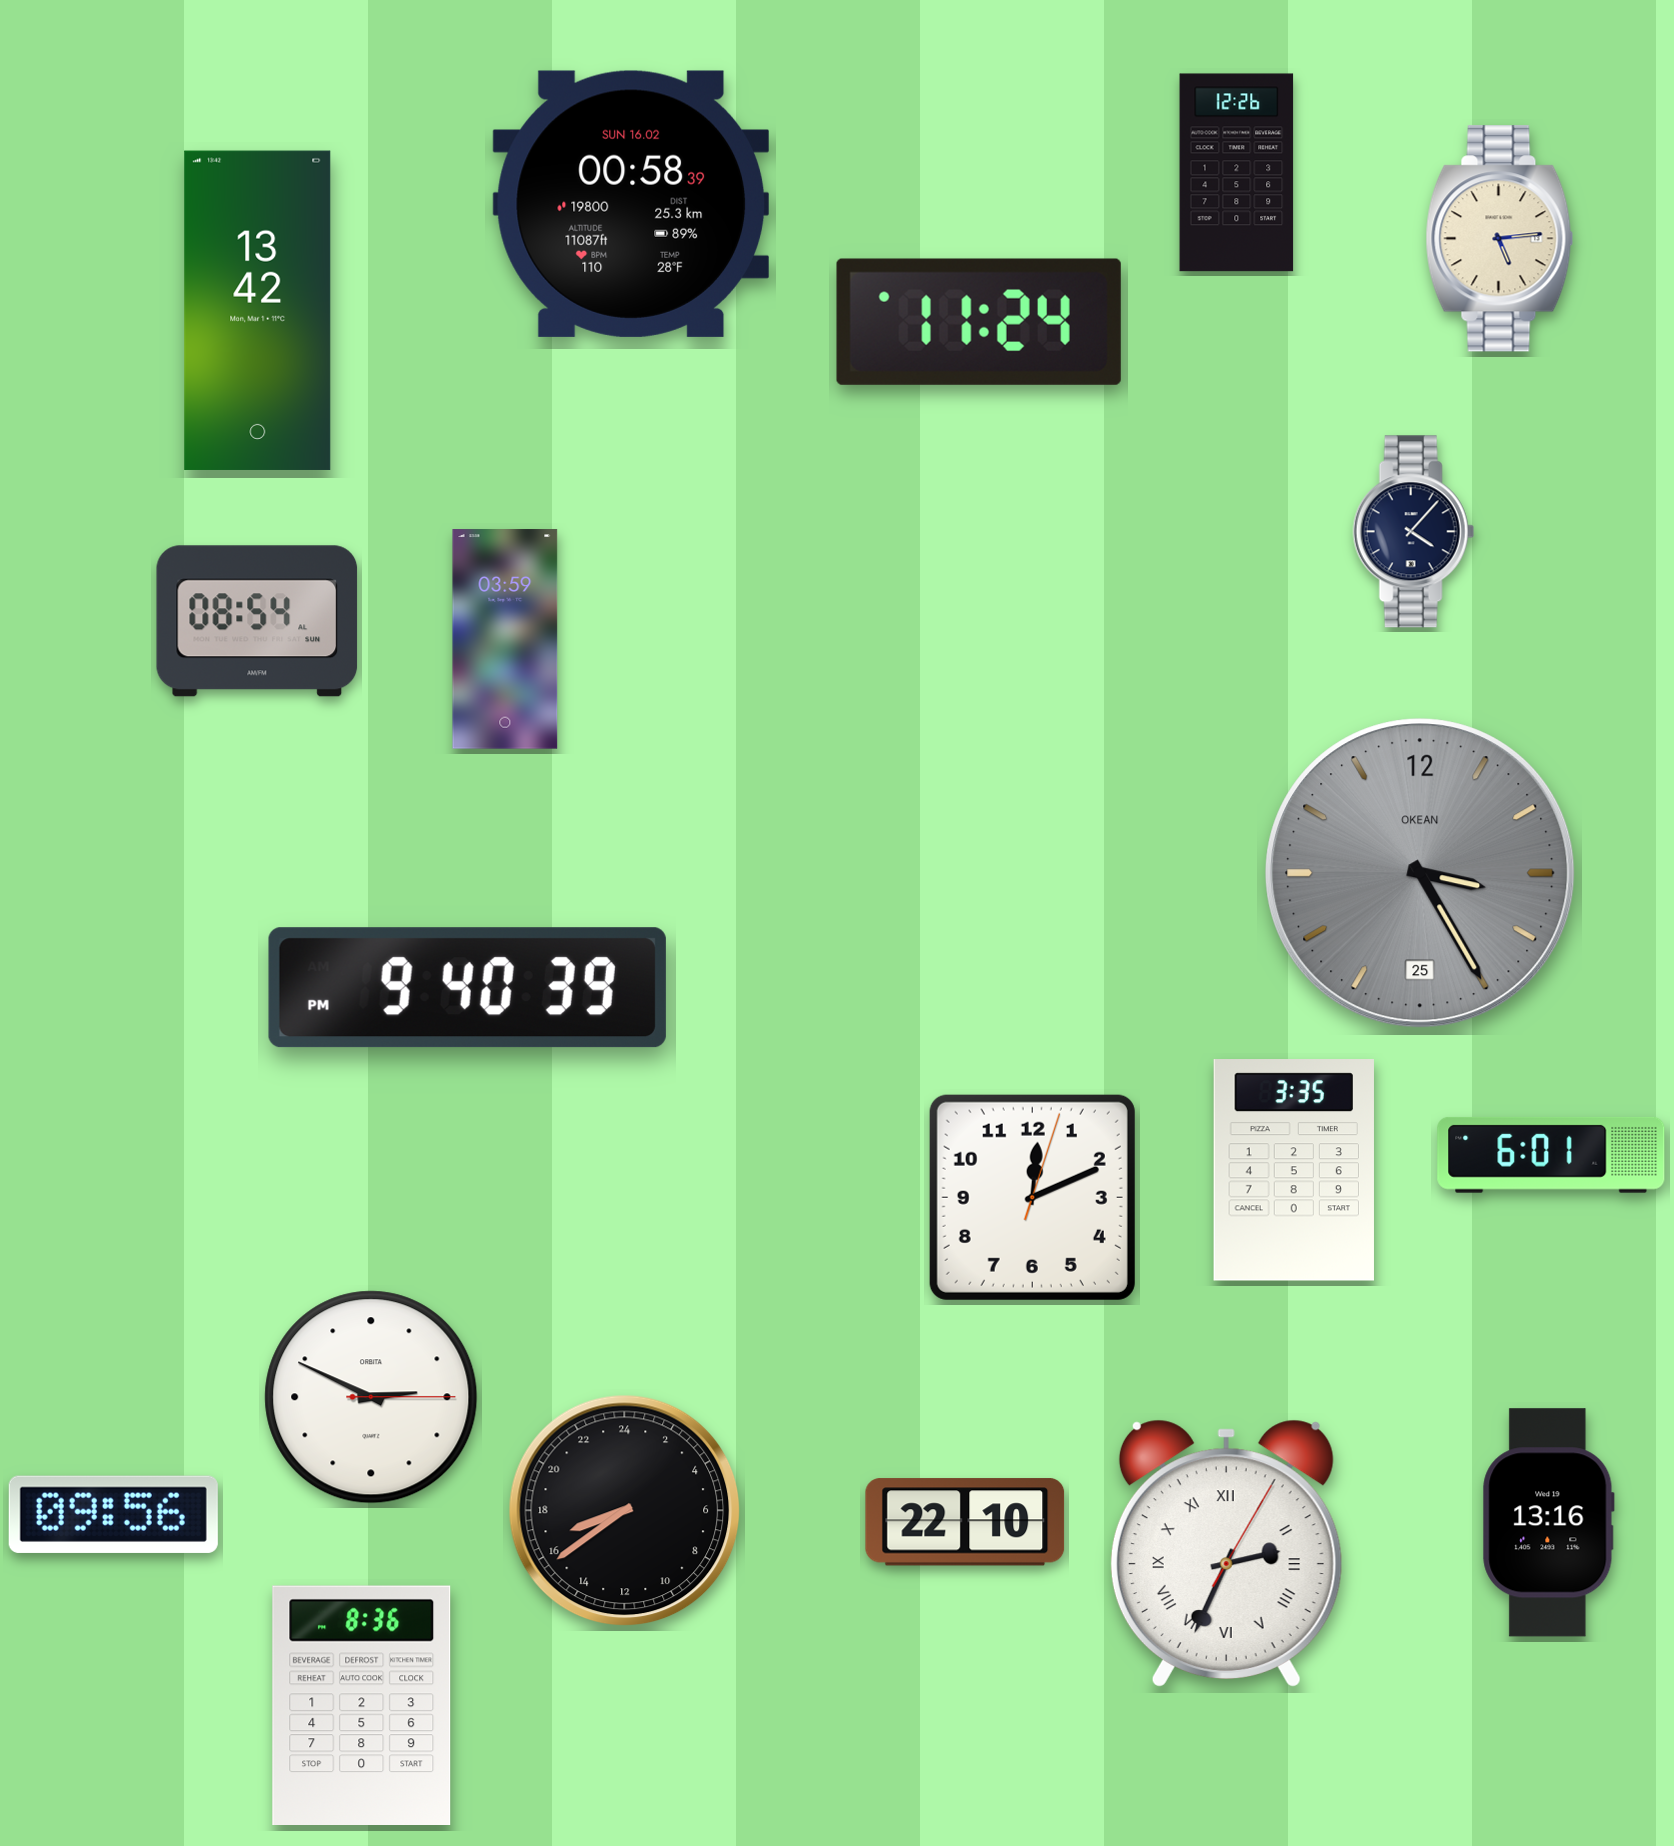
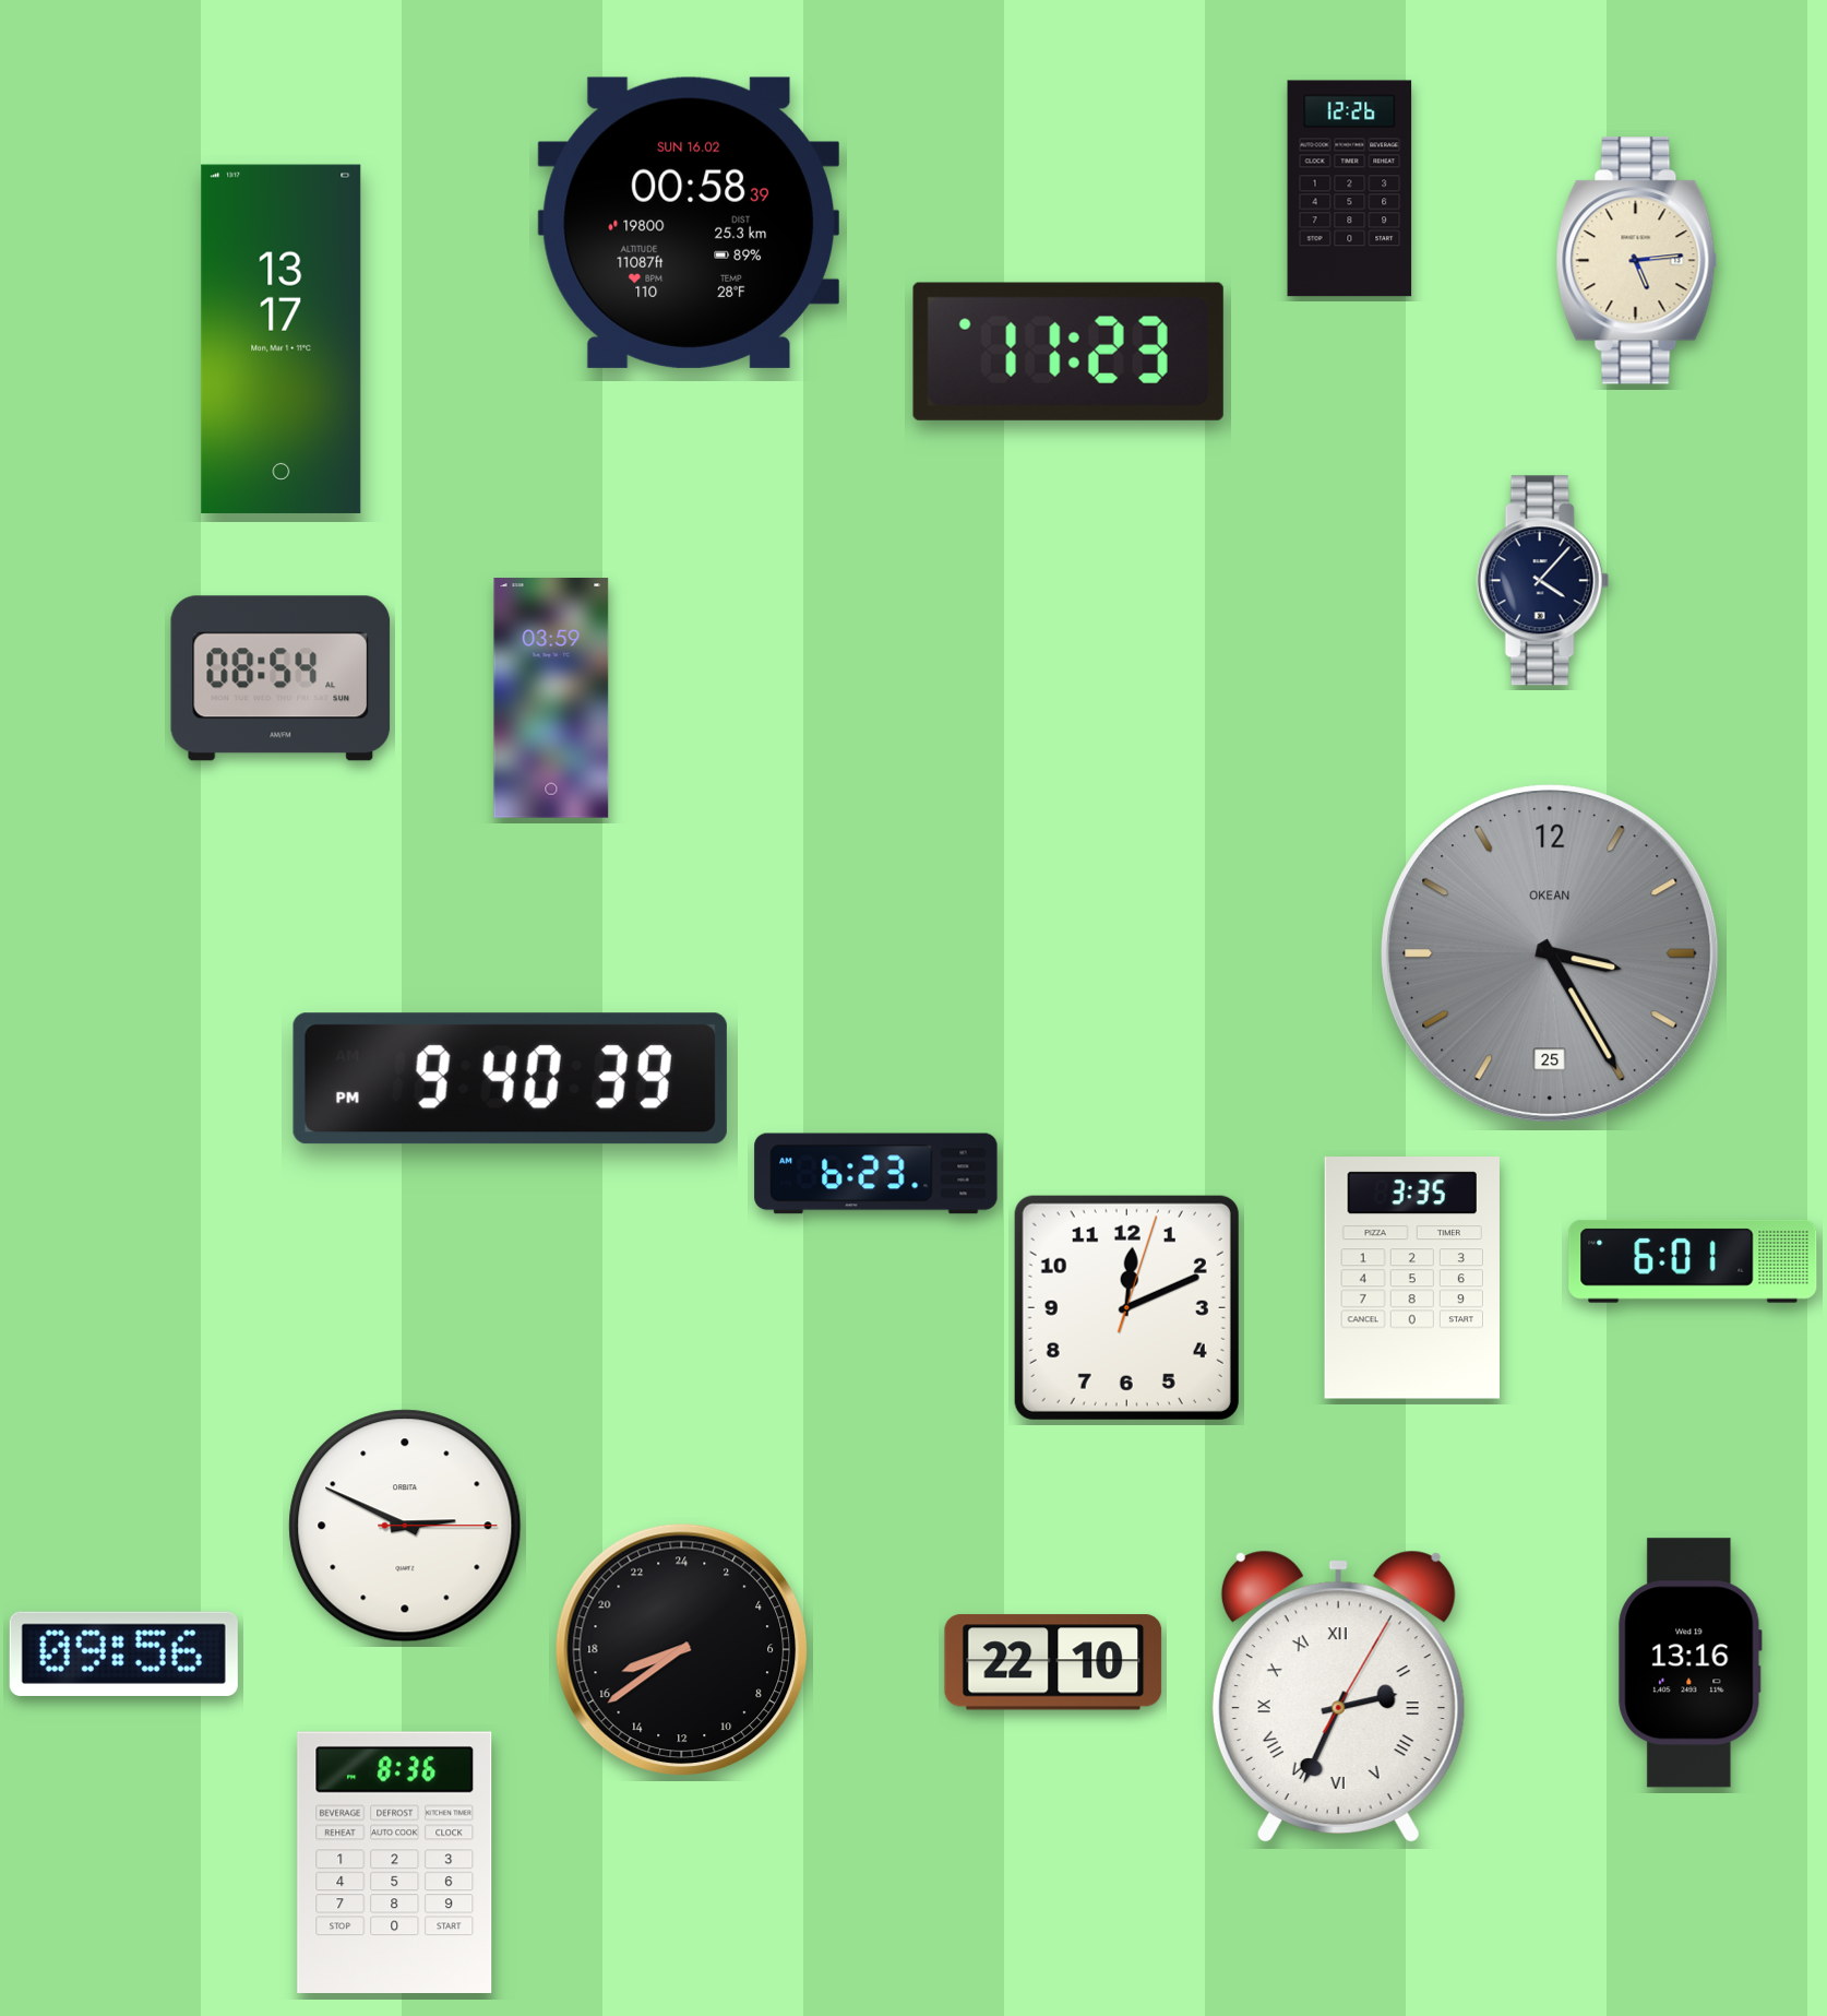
clock at (258, 310): 13:42 -> 13:17
clock at (979, 322): 11:24 -> 11:23
clock at (876, 1174): none -> 6:23
